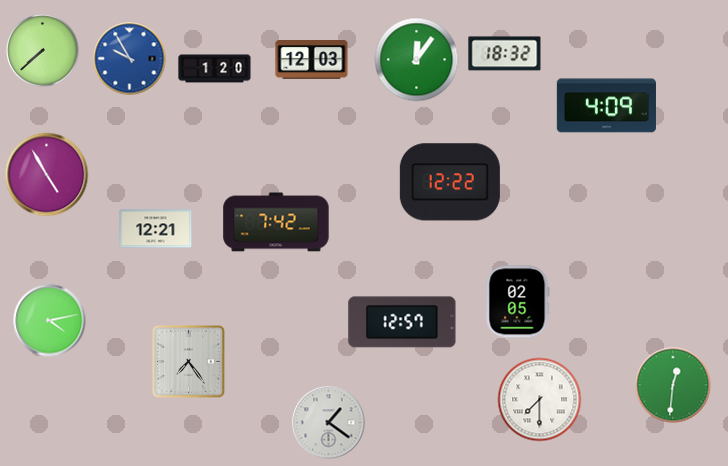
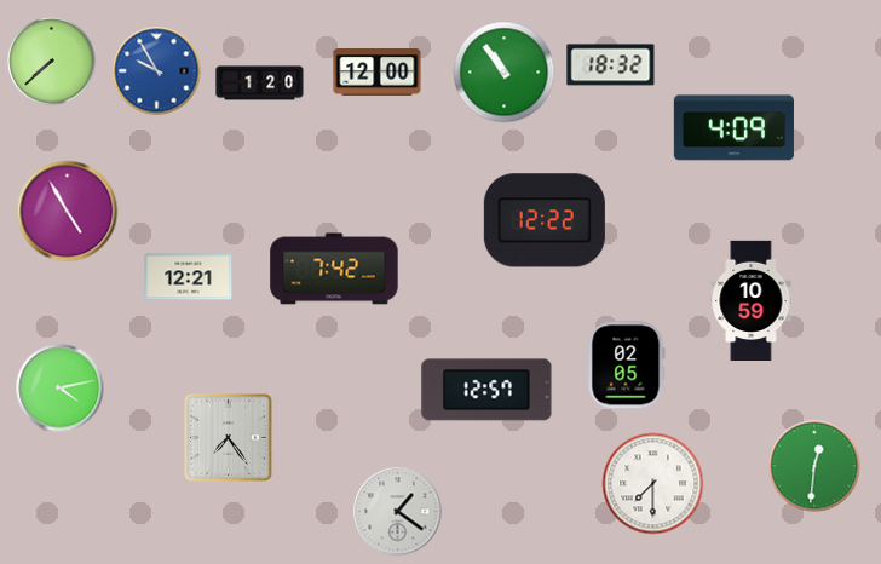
clock at (312, 60): 12:03 -> 12:00
clock at (417, 60): 12:06 -> 10:54
clock at (47, 175) position: (47, 175) -> (68, 212)
clock at (752, 300): none -> 10:59
